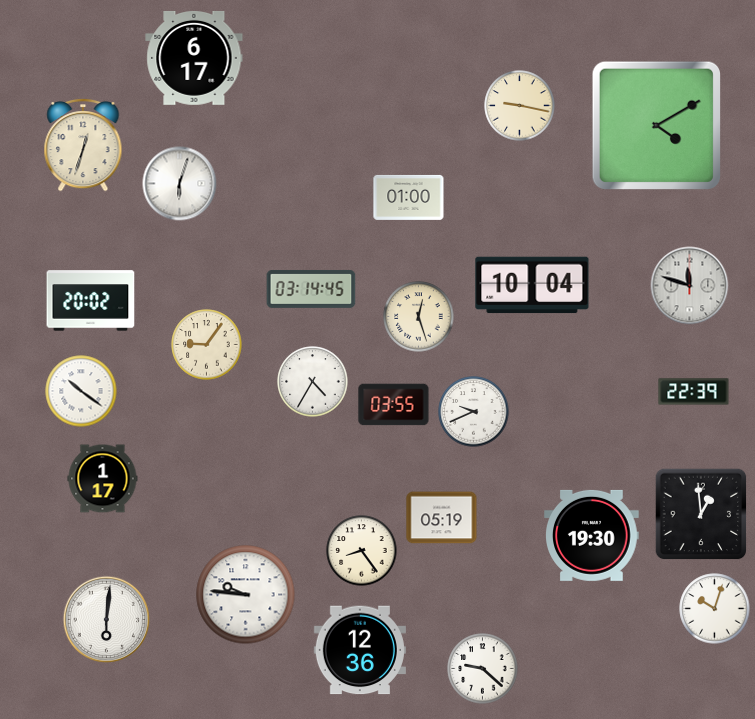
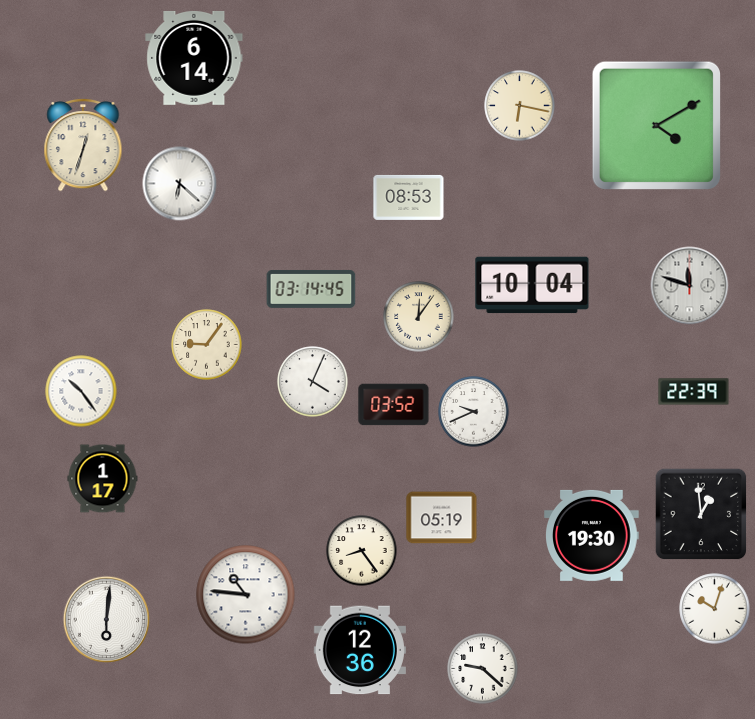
clock at (194, 58): 6:17 -> 6:14
clock at (520, 106): 9:17 -> 6:17
clock at (180, 184): 6:03 -> 6:22
clock at (409, 197): 01:00 -> 08:53
clock at (91, 301): 20:02 -> none
clock at (419, 317): 12:27 -> 12:06
clock at (313, 382): 4:35 -> 4:04
clock at (81, 391): 10:21 -> 10:24
clock at (394, 405): 03:55 -> 03:52
clock at (246, 595): 9:46 -> 10:46
